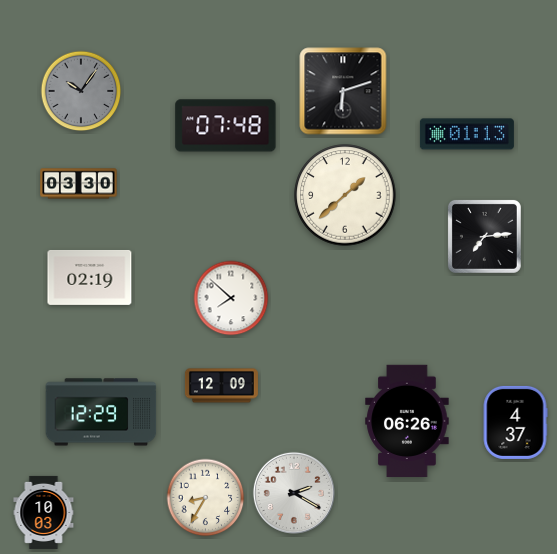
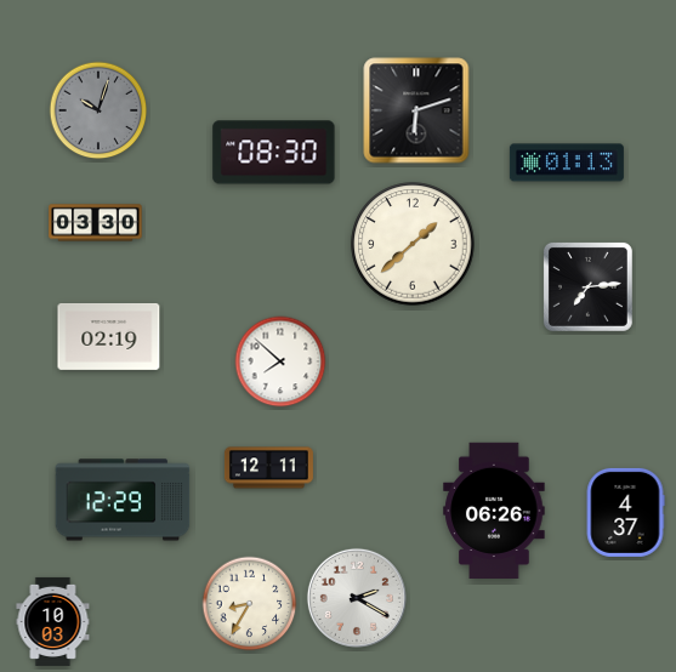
clock at (81, 91): 10:06 -> 10:03
clock at (226, 126): 07:48 -> 08:30
clock at (345, 195) position: (345, 195) -> (413, 244)
clock at (221, 386): 12:09 -> 12:11
